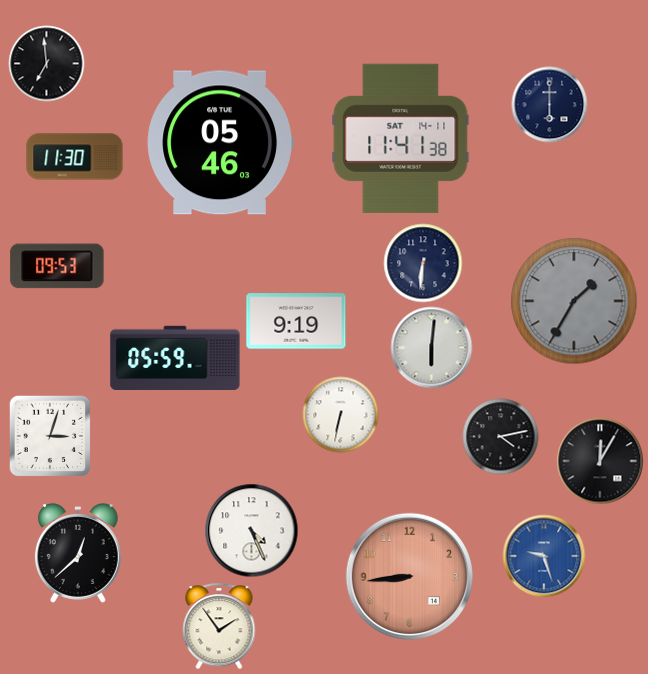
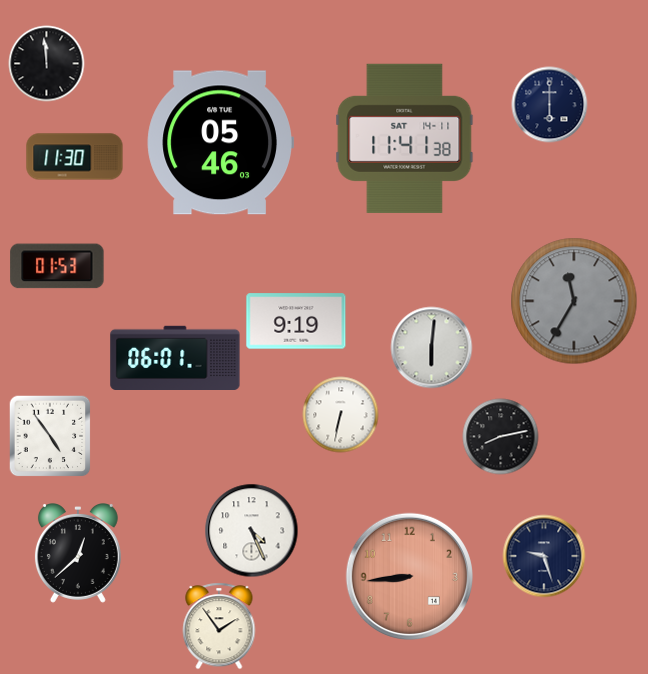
clock at (47, 64): 6:59 -> 11:59
clock at (401, 138) position: (401, 138) -> (405, 138)
clock at (423, 263): 6:31 -> none
clock at (57, 266): 09:53 -> 01:53
clock at (574, 301): 1:35 -> 11:35
clock at (175, 357): 05:59 -> 06:01
clock at (50, 436): 3:03 -> 4:54
clock at (501, 437): 4:13 -> 8:13
clock at (600, 461): 12:05 -> none
clock at (544, 556) dial: blue -> navy
